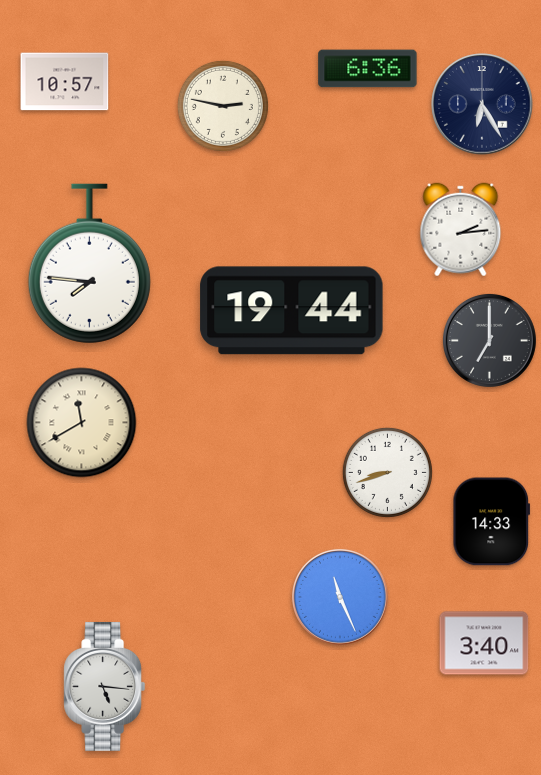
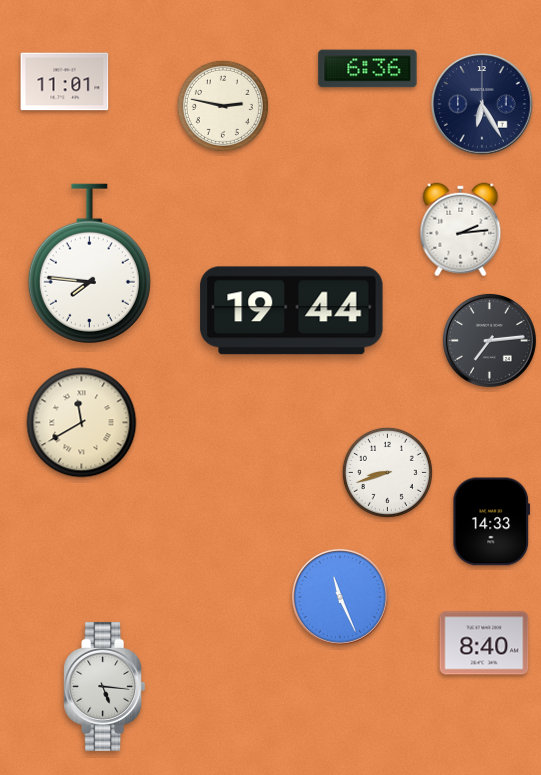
clock at (65, 82): 10:57 -> 11:01
clock at (489, 340): 7:00 -> 7:14
clock at (484, 643): 3:40 -> 8:40
